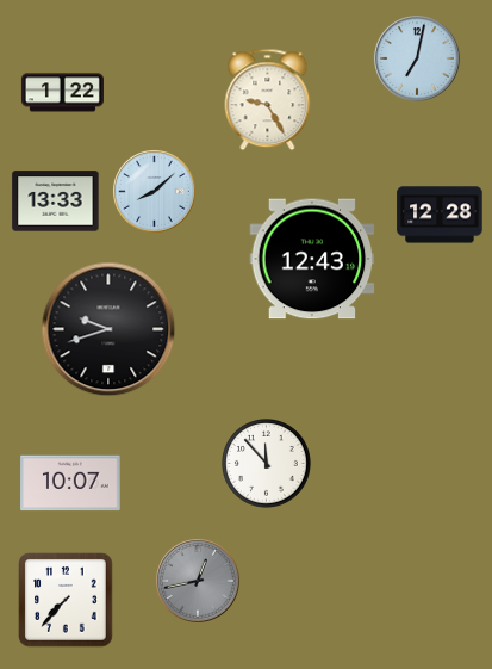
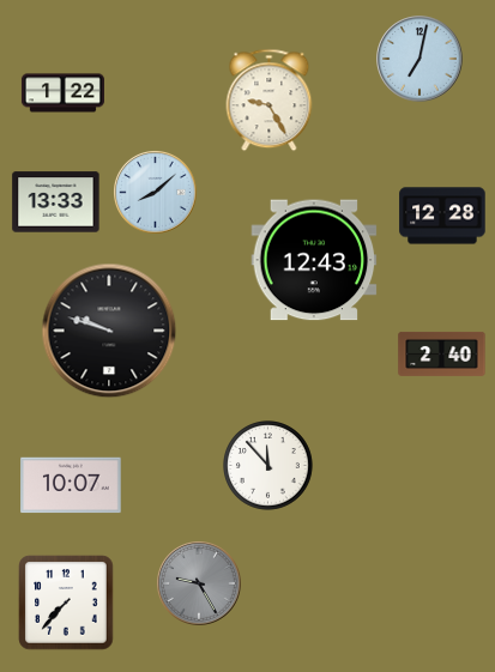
clock at (108, 329): 9:42 -> 9:48
clock at (442, 353): none -> 2:40
clock at (198, 581): 12:43 -> 9:25
